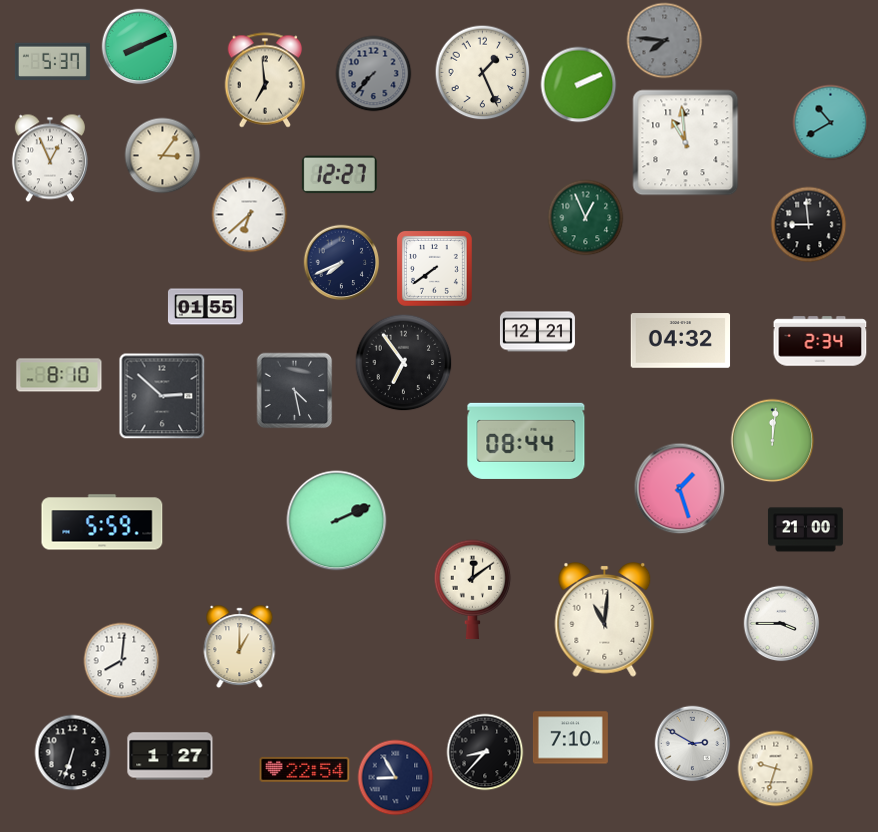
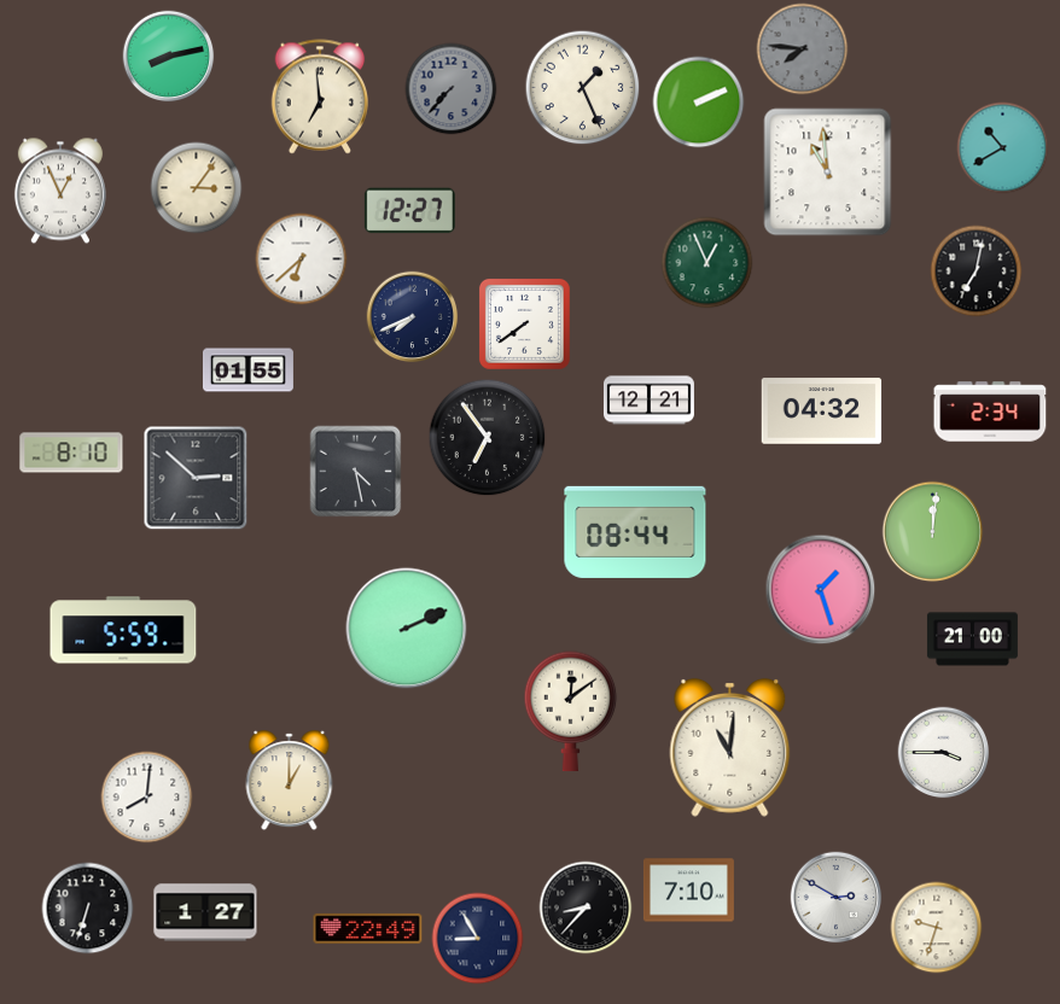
clock at (140, 47): 8:11 -> 8:13
clock at (52, 62): 5:37 -> none
clock at (809, 225): 8:59 -> 7:02
clock at (305, 769): 22:54 -> 22:49
